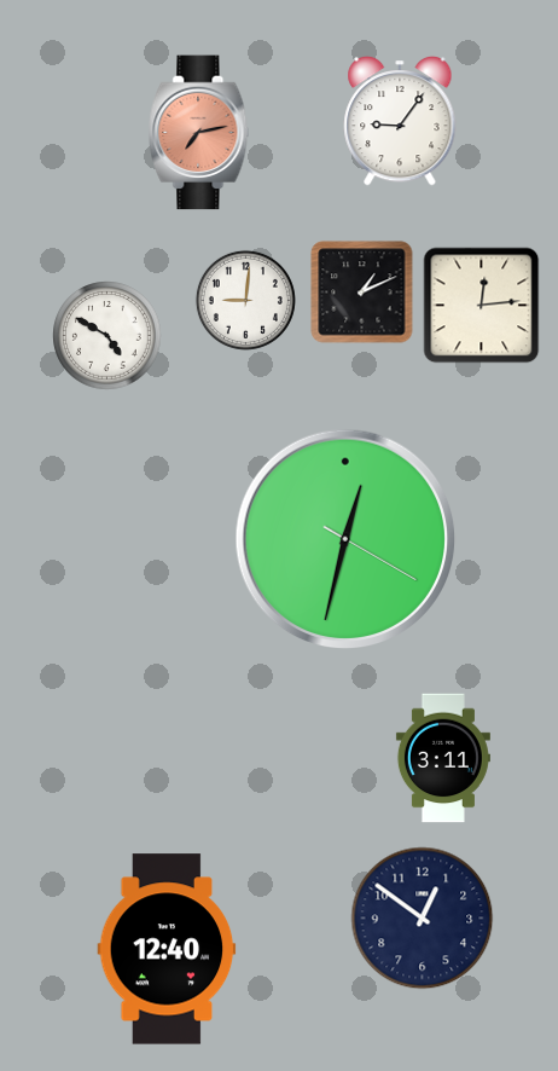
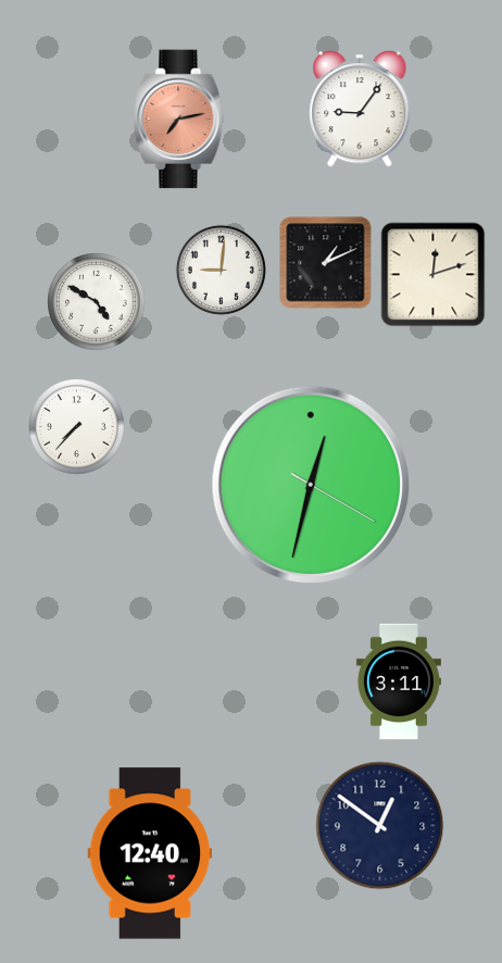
clock at (482, 306): 12:14 -> 12:12
clock at (77, 427): none -> 7:37
